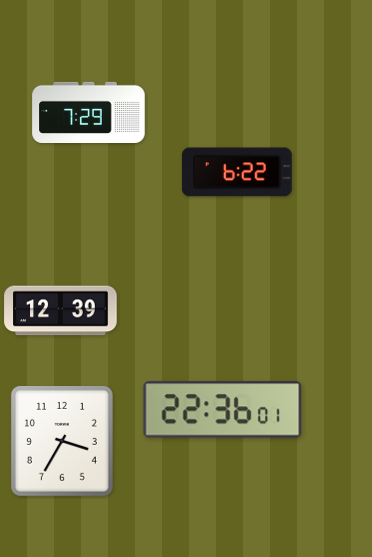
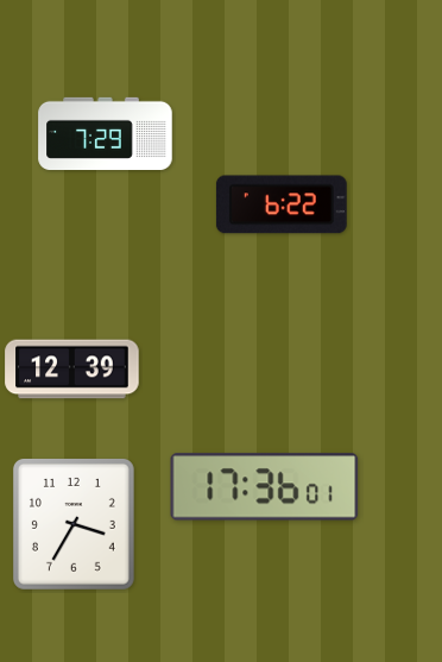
clock at (223, 410): 22:36 -> 17:36
